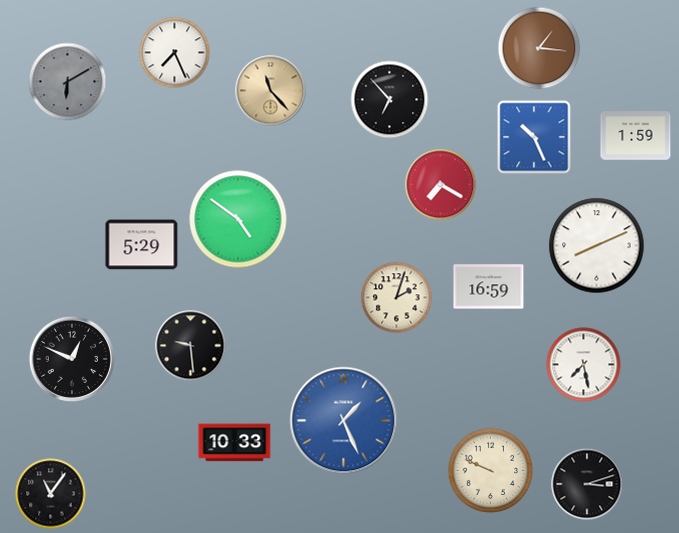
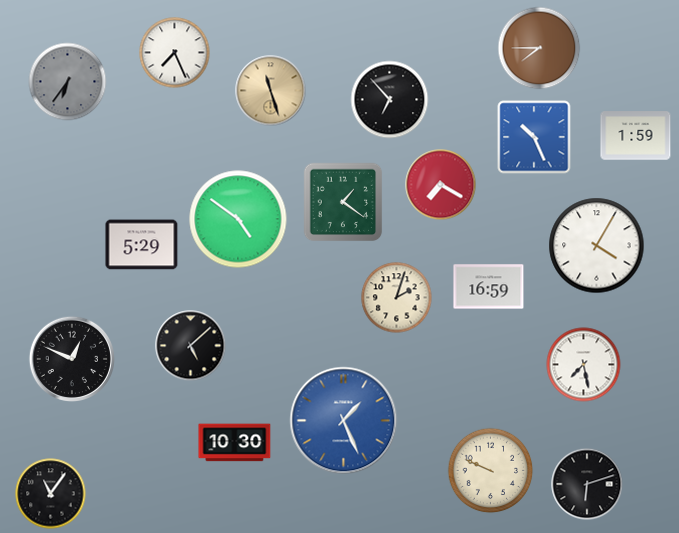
clock at (539, 48): 1:16 -> 7:45
clock at (68, 82): 6:10 -> 6:36
clock at (271, 91): 11:23 -> 11:27
clock at (343, 202): none -> 1:21
clock at (597, 246): 8:11 -> 4:05
clock at (191, 346): 9:29 -> 5:08
clock at (235, 443): 10:33 -> 10:30
clock at (587, 484): 3:12 -> 6:12
